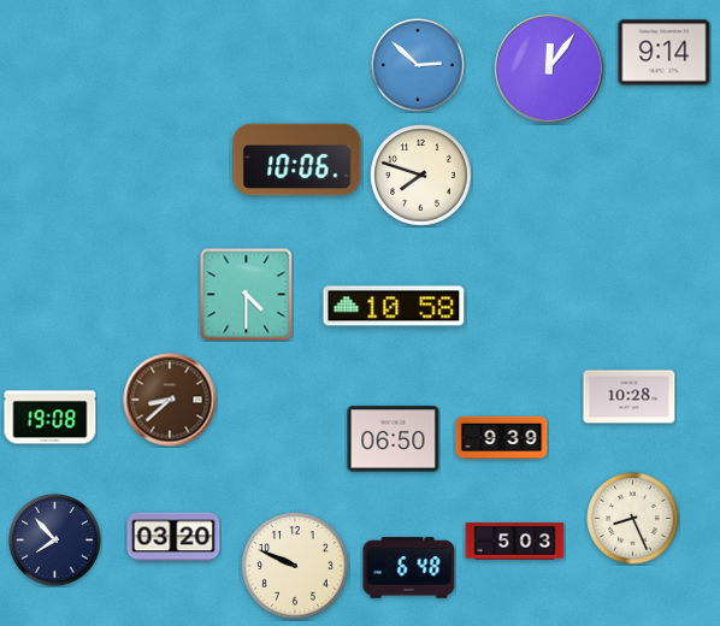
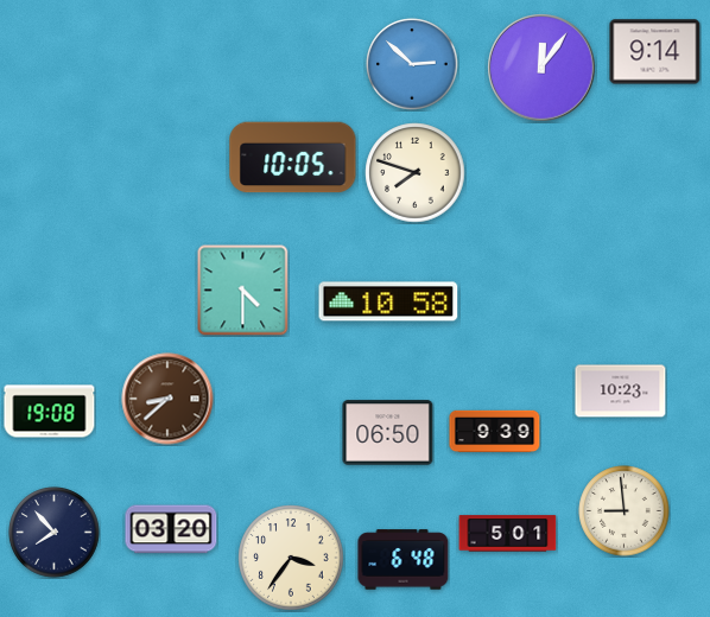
clock at (297, 160): 10:06 -> 10:05
clock at (630, 397): 10:28 -> 10:23
clock at (170, 400) position: (170, 400) -> (167, 399)
clock at (633, 519): 8:26 -> 8:59
clock at (515, 542): 5:03 -> 5:01
clock at (295, 566): 9:49 -> 3:36
